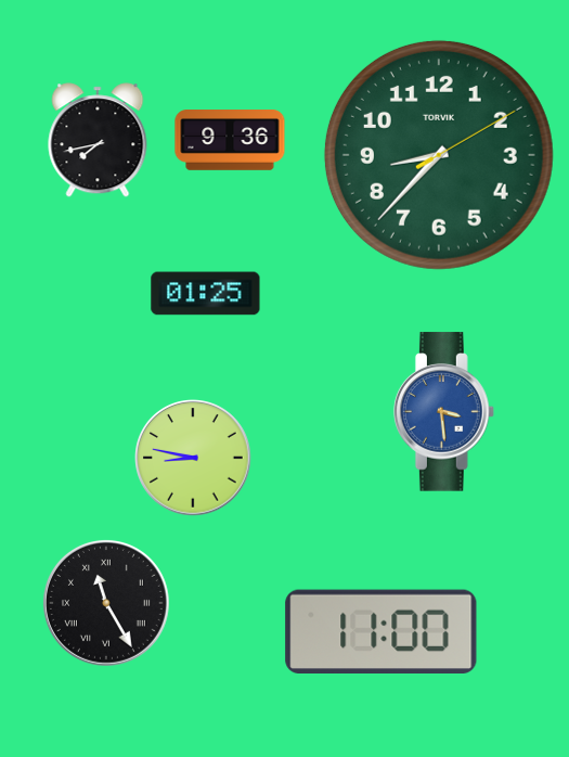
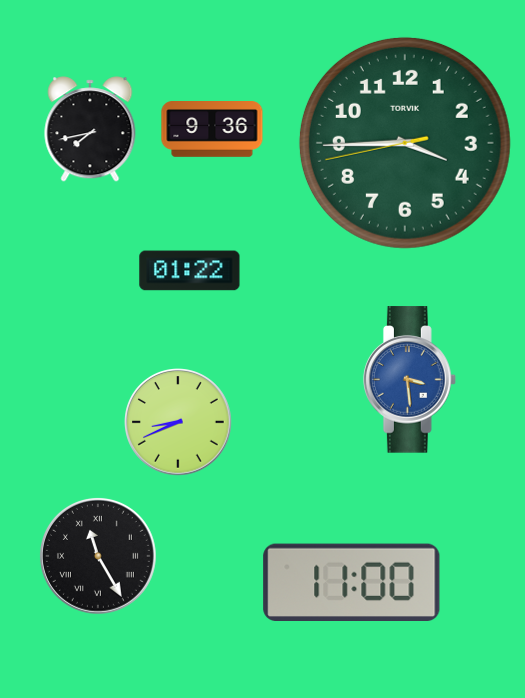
clock at (439, 155): 8:37 -> 3:44
clock at (206, 294): 01:25 -> 01:22
clock at (194, 459): 8:47 -> 8:41
